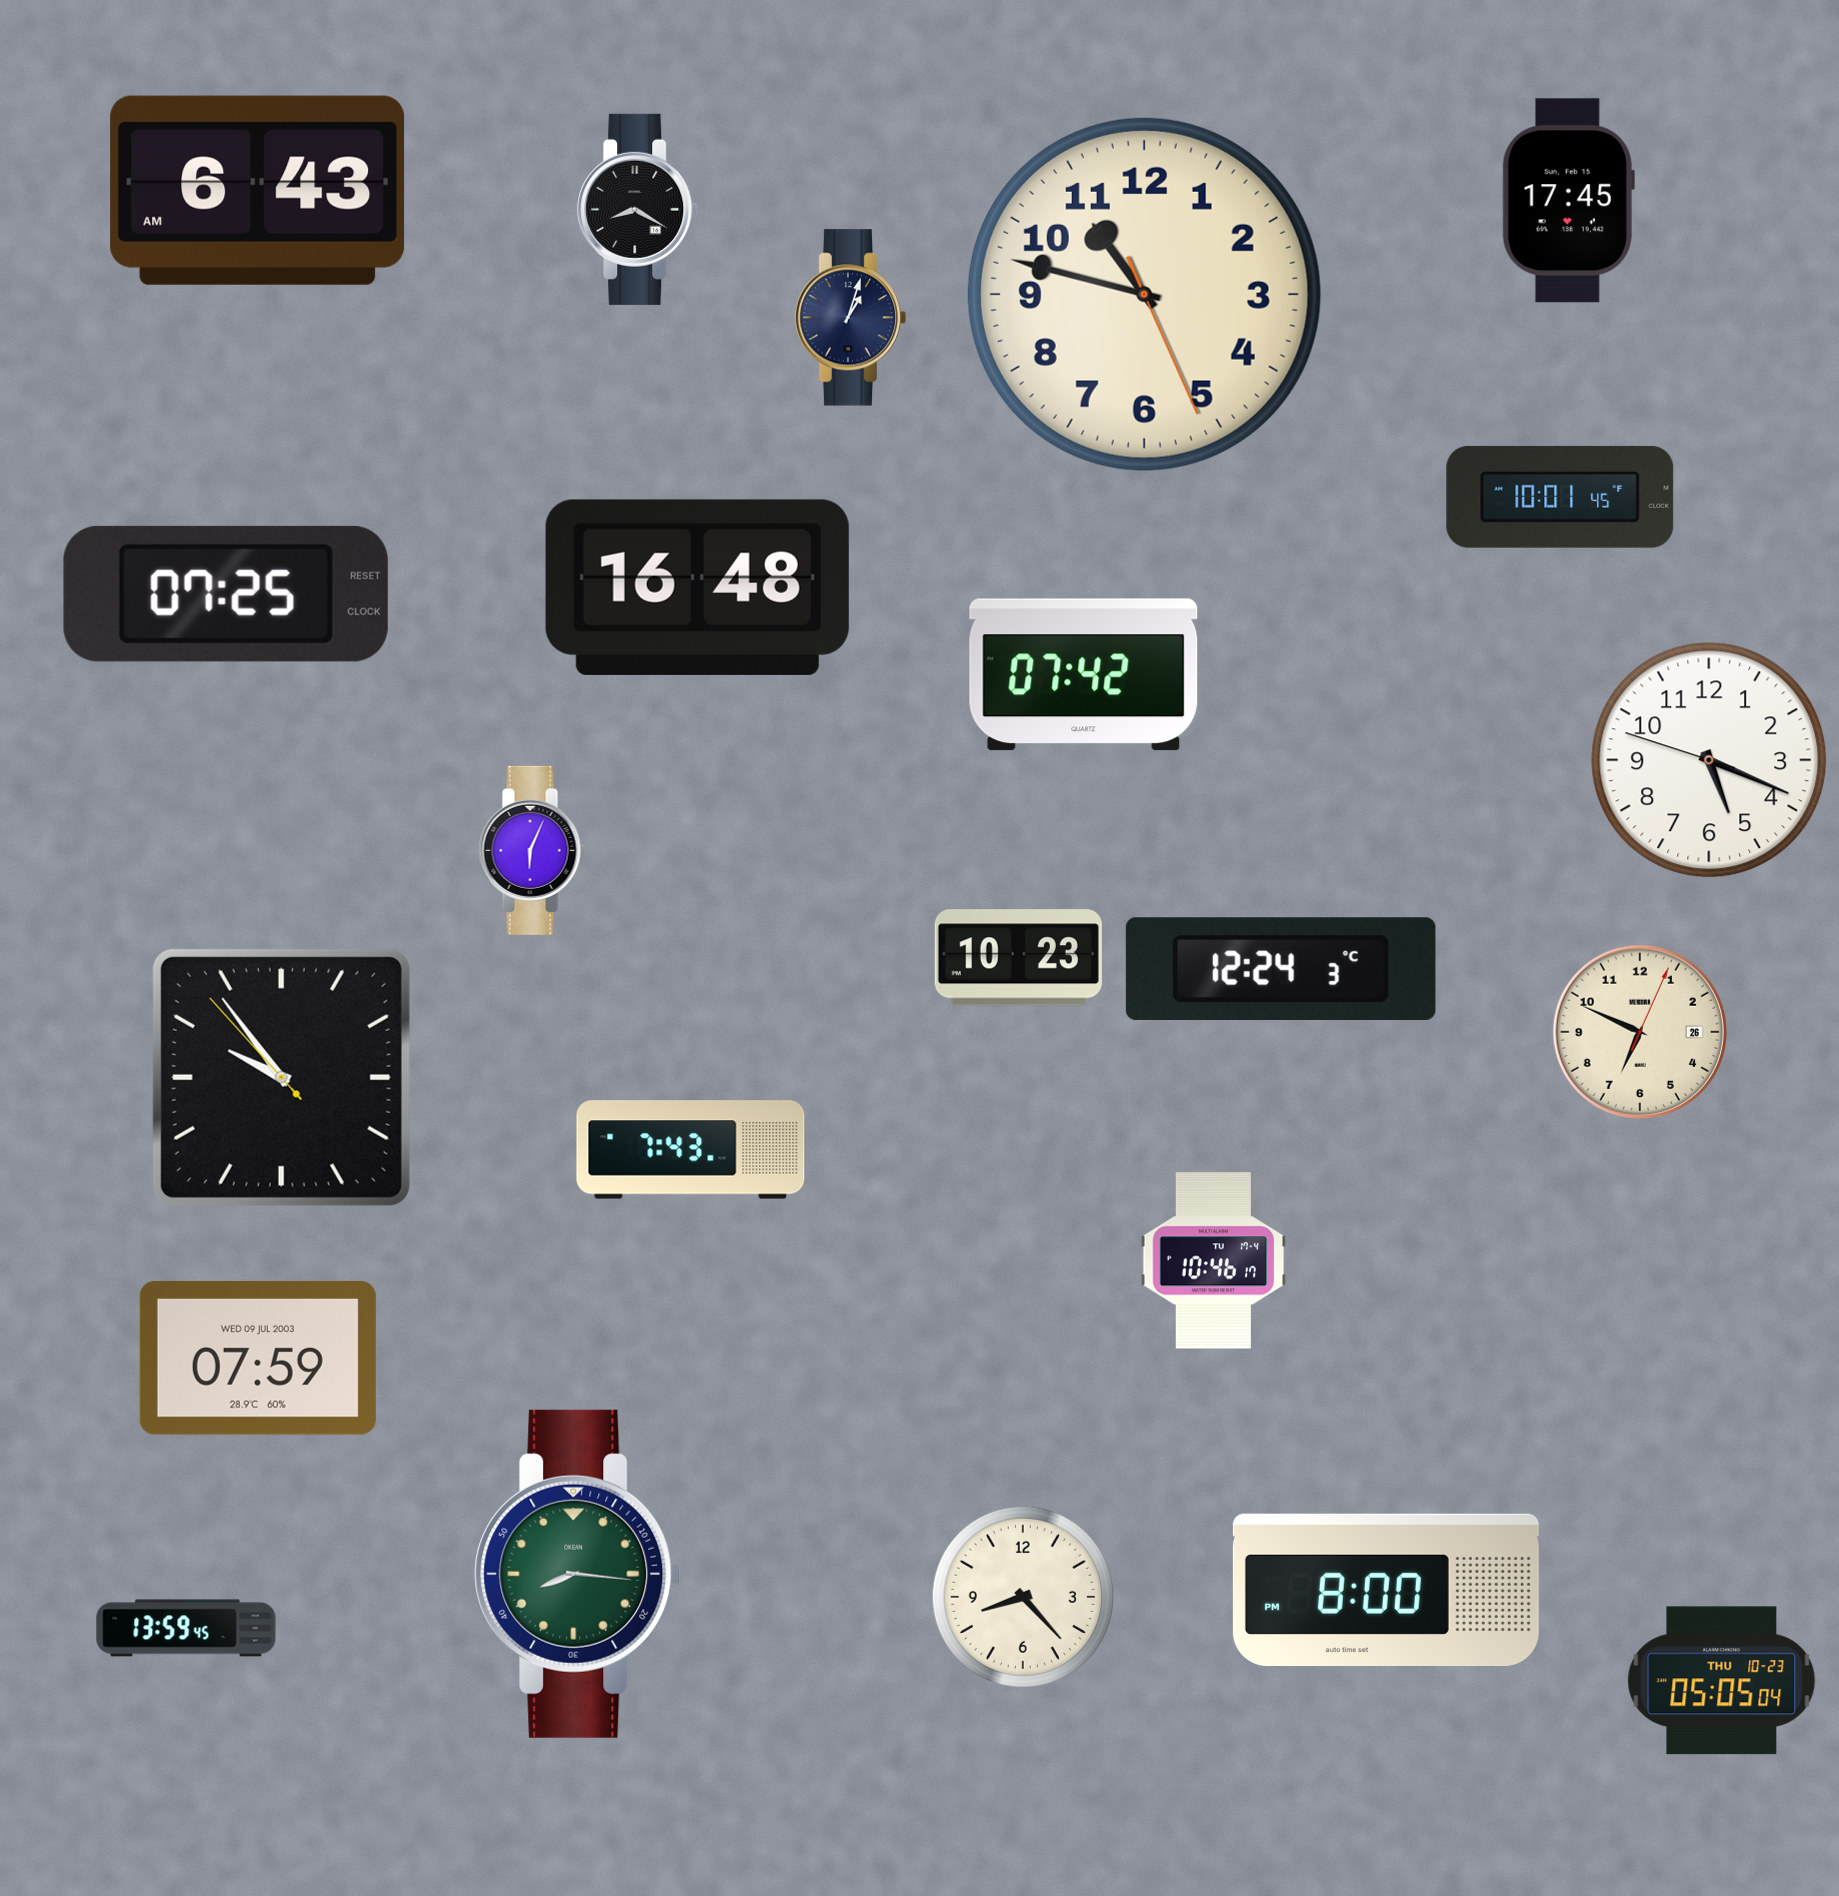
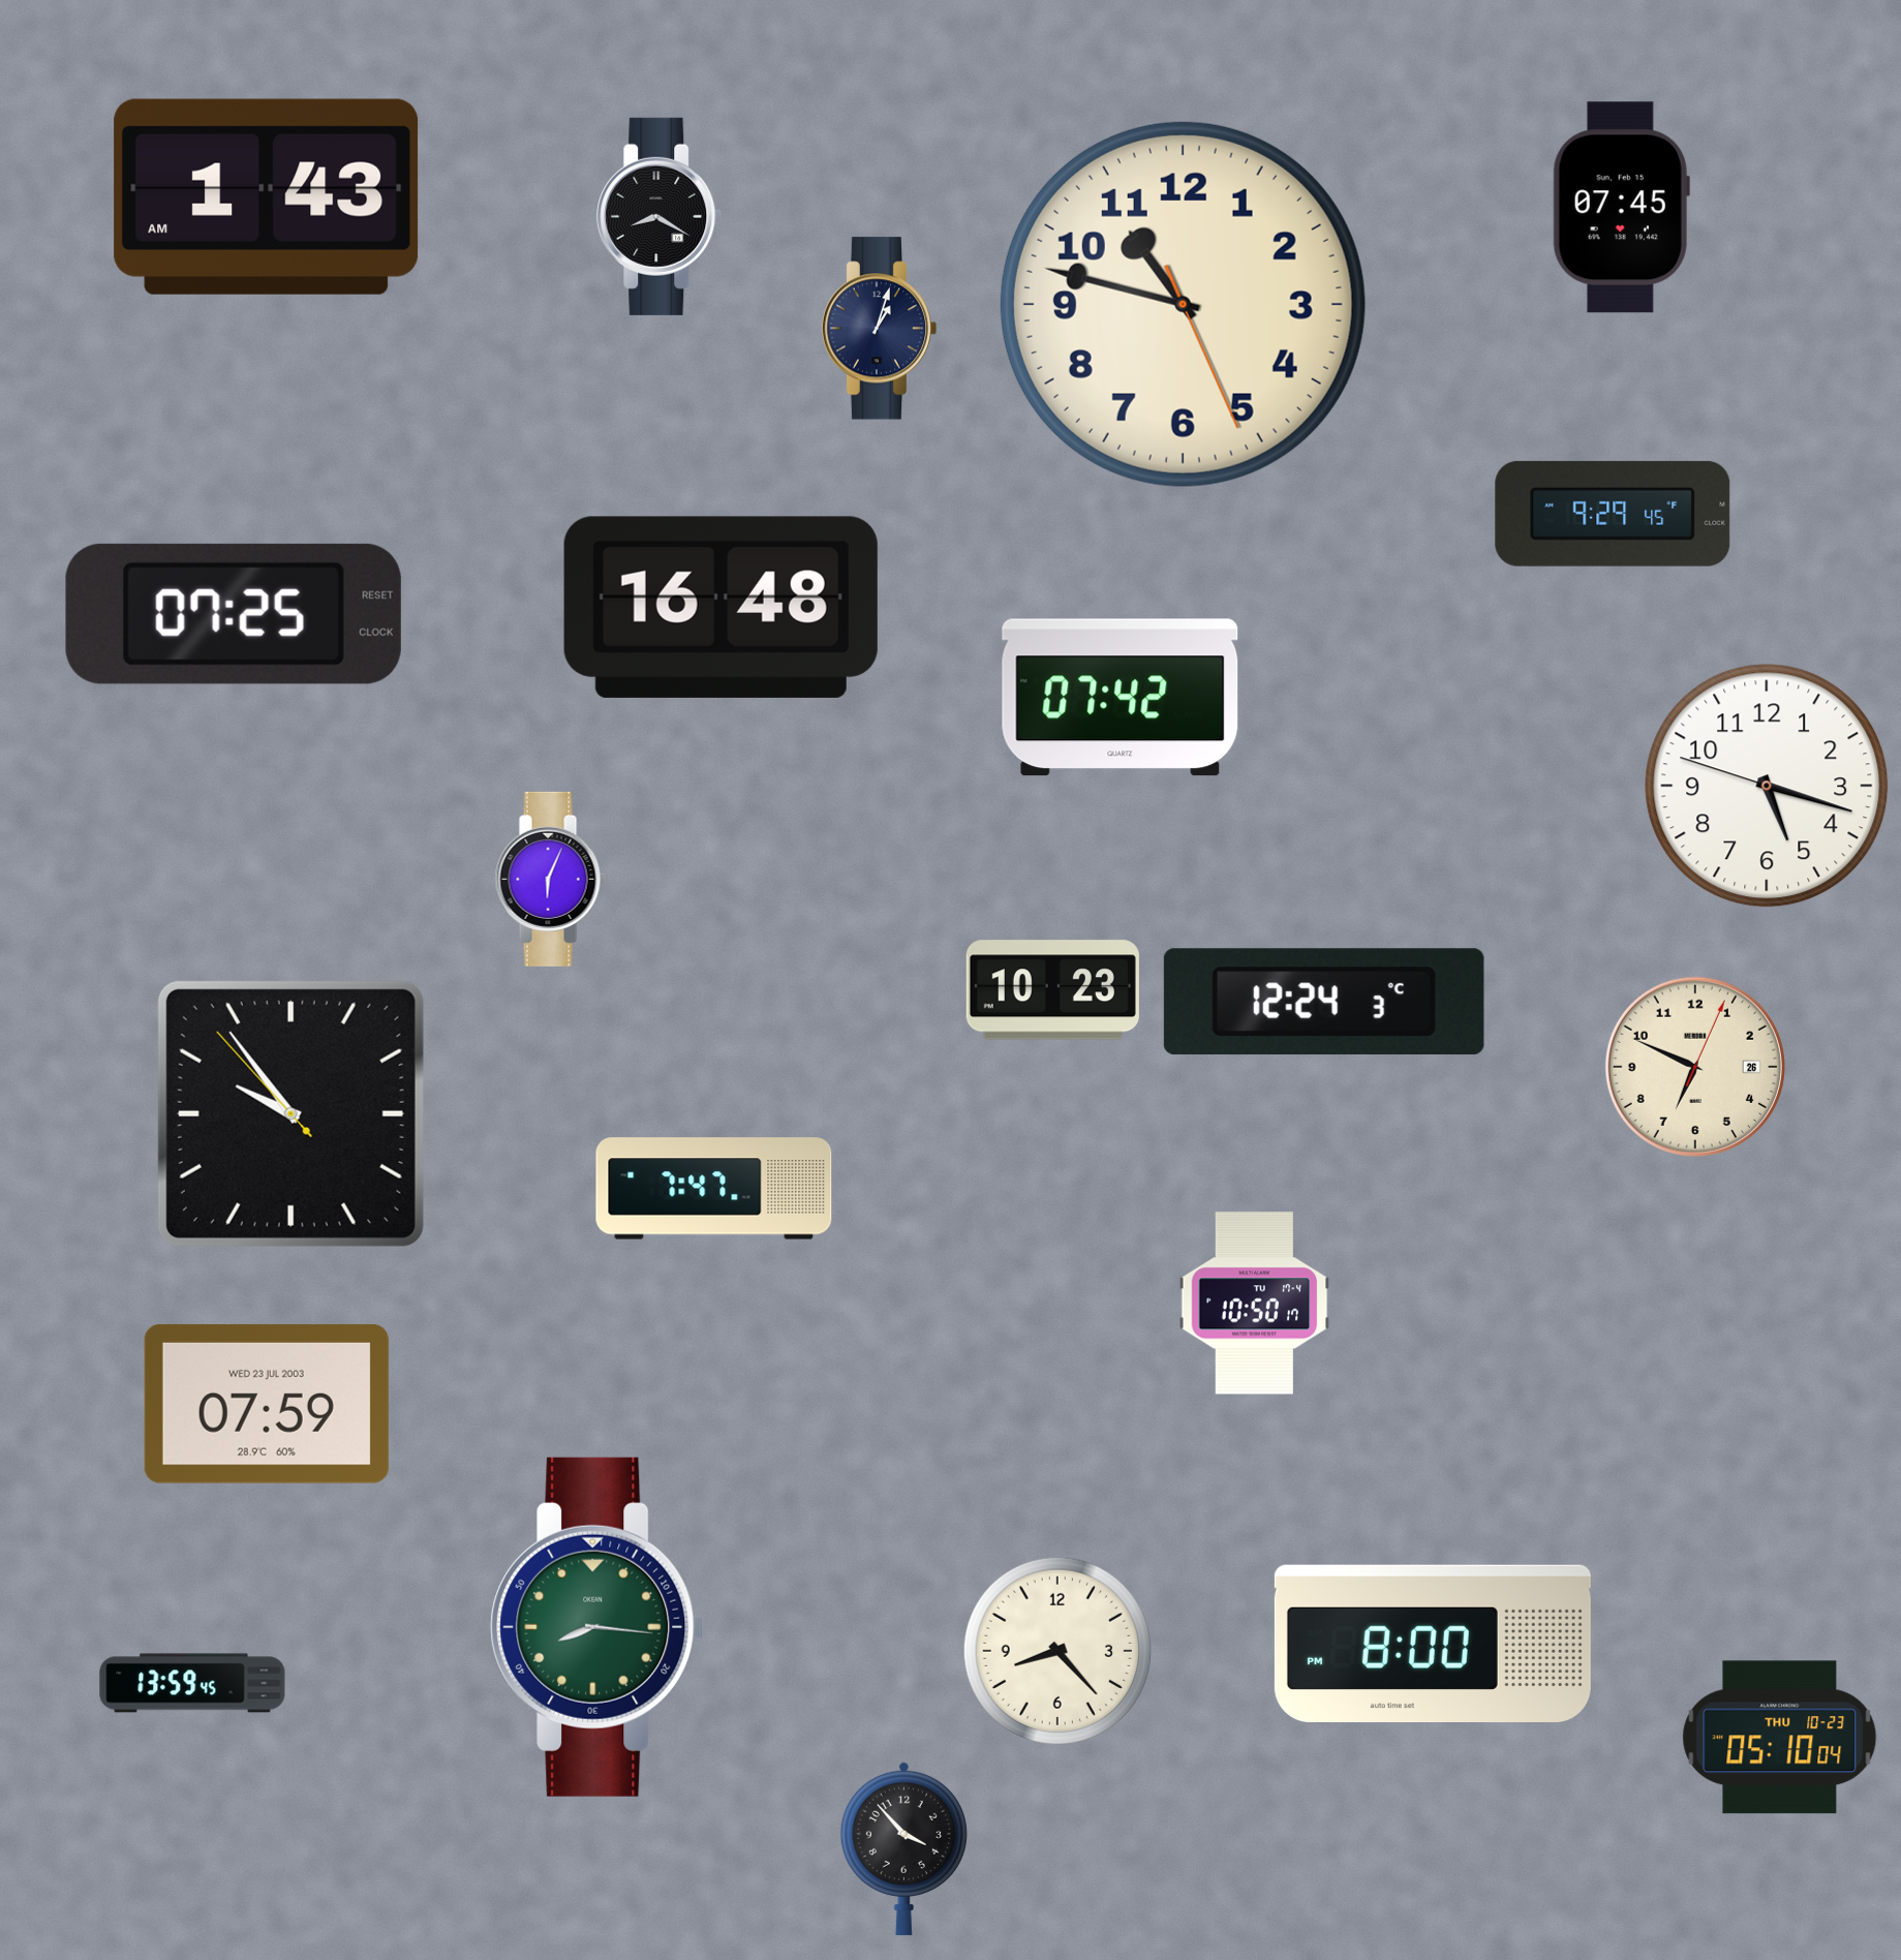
clock at (258, 190): 6:43 -> 1:43
clock at (1568, 201): 17:45 -> 07:45
clock at (1560, 497): 10:01 -> 9:29
clock at (1709, 760): 5:18 -> 5:17
clock at (691, 1150): 7:43 -> 7:47
clock at (1214, 1261): 10:46 -> 10:50
clock at (258, 1358) date: WED 09 JUL 2003 -> WED 23 JUL 2003
clock at (1722, 1681): 05:05 -> 05:10
clock at (903, 1848): none -> 3:53
